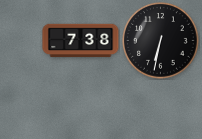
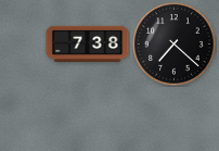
clock at (161, 41): 6:32 -> 7:22
